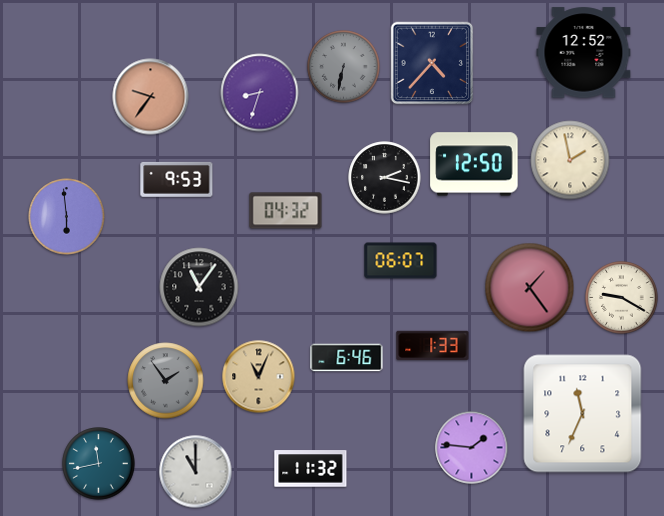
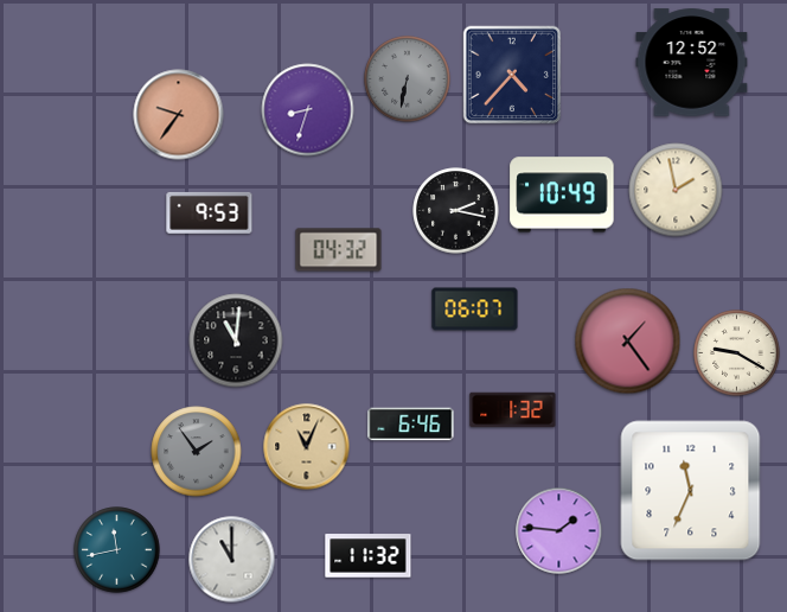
clock at (474, 164): 12:50 -> 10:49
clock at (67, 217): 5:59 -> none
clock at (199, 287): 11:06 -> 11:01
clock at (433, 346): 1:33 -> 1:32
